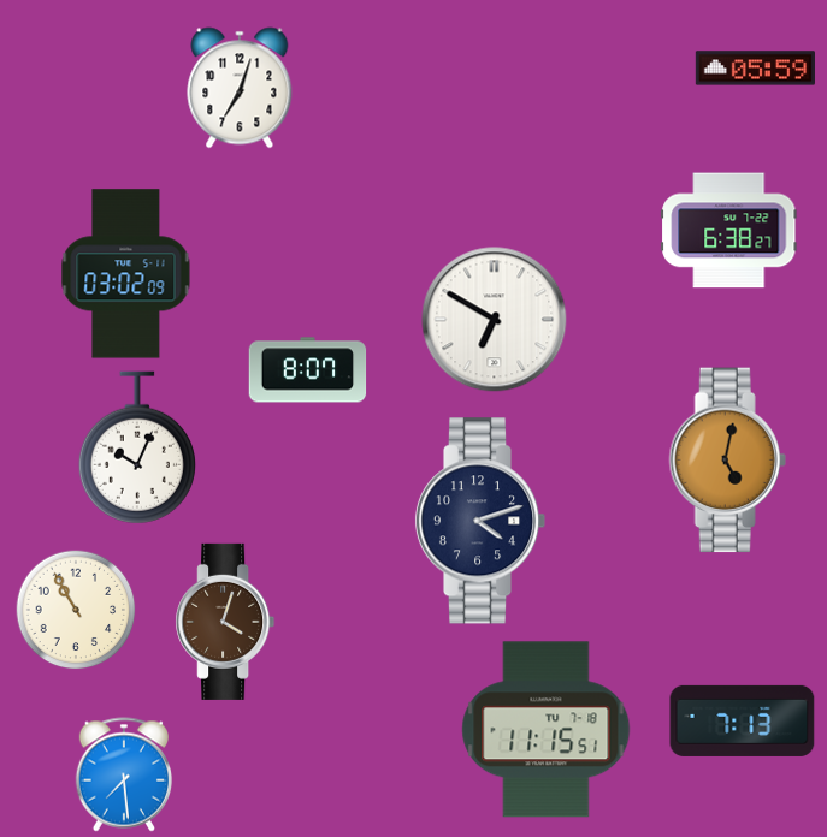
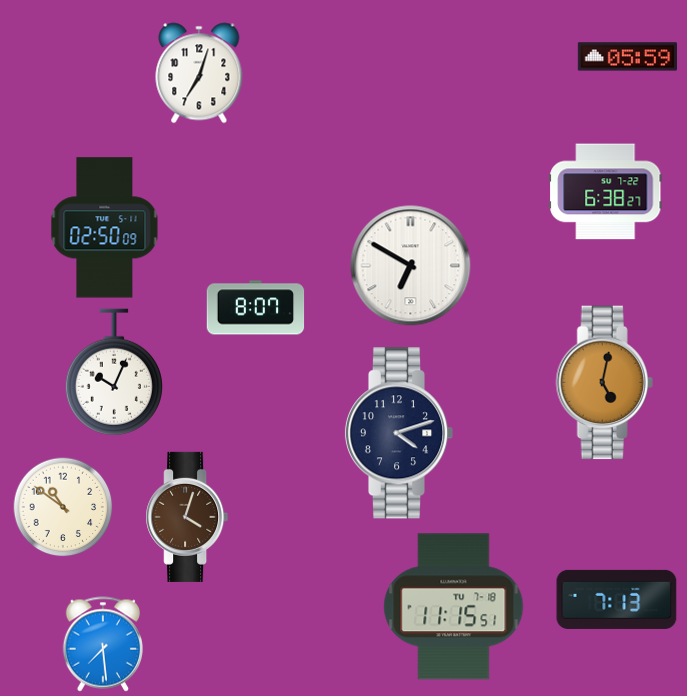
clock at (126, 274): 03:02 -> 02:50
clock at (76, 610): 10:55 -> 10:51
